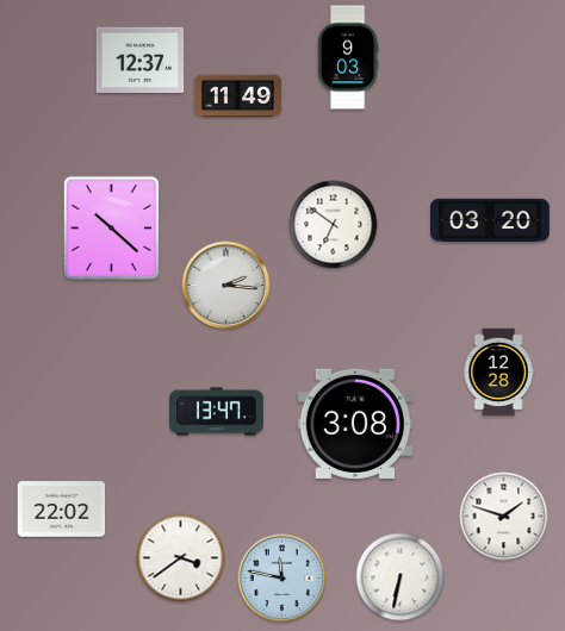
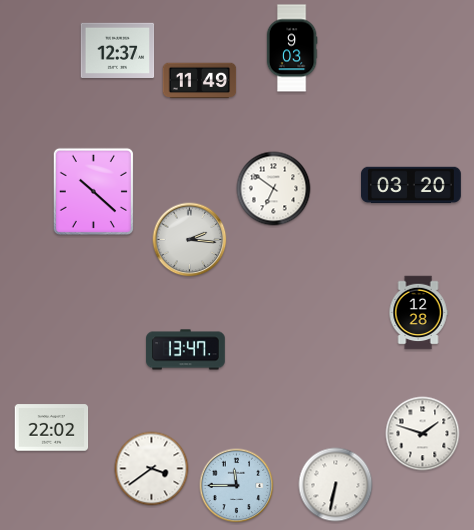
clock at (334, 225) position: (334, 225) -> (274, 189)
clock at (217, 412) position: (217, 412) -> (186, 350)
clock at (355, 424): 3:08 -> none
clock at (282, 579): 11:47 -> 11:45
